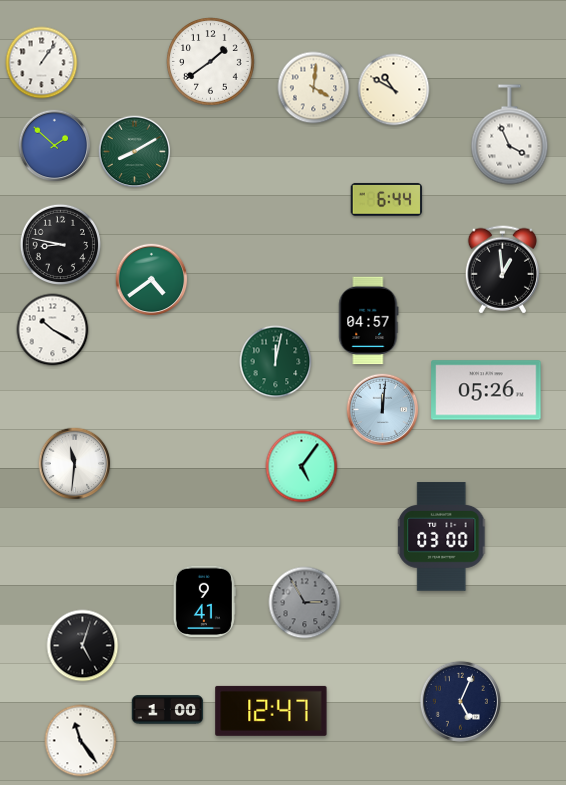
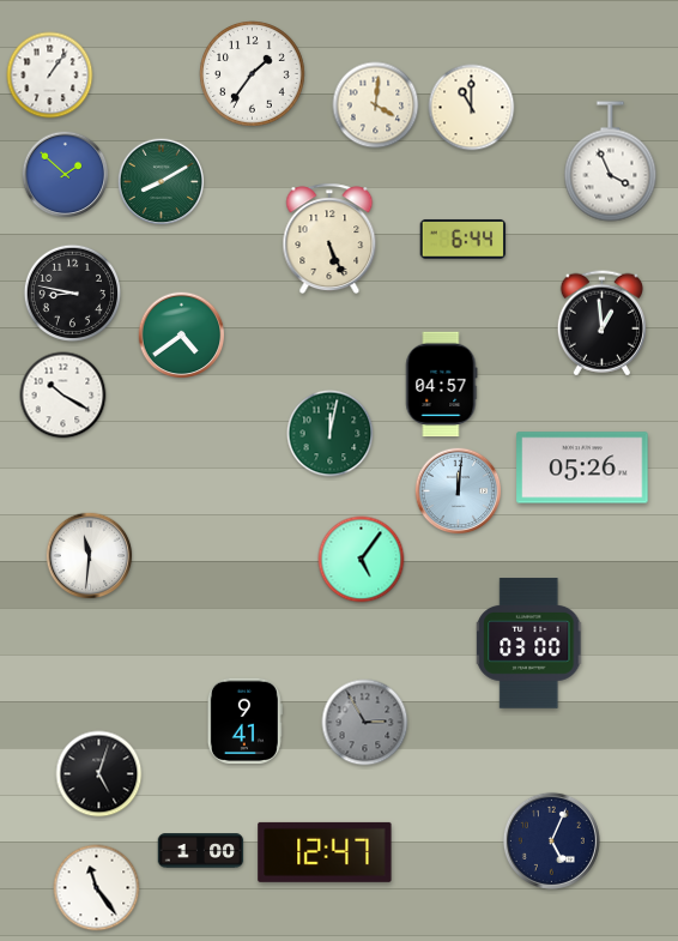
clock at (211, 62): 1:39 -> 1:36
clock at (394, 90): 10:50 -> 11:00
clock at (329, 239): none -> 5:26
